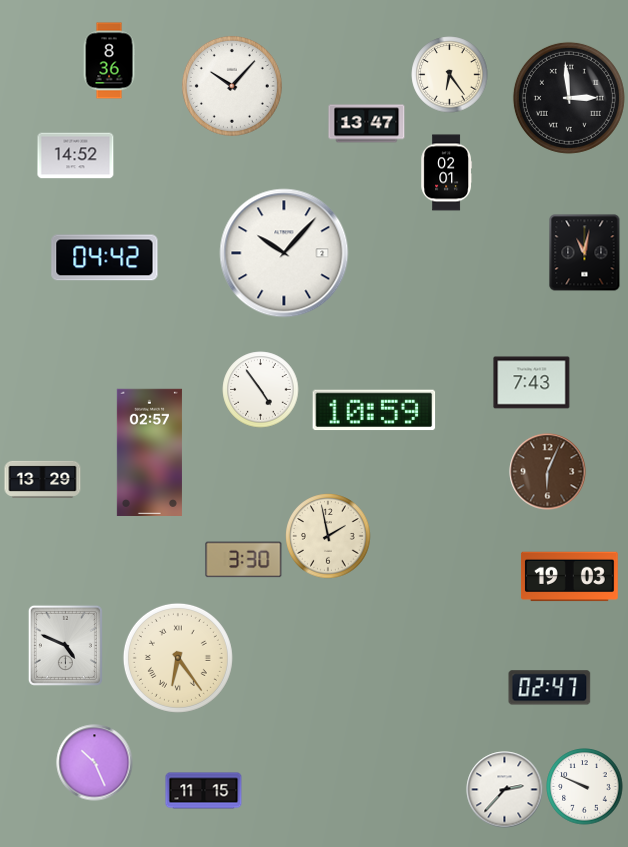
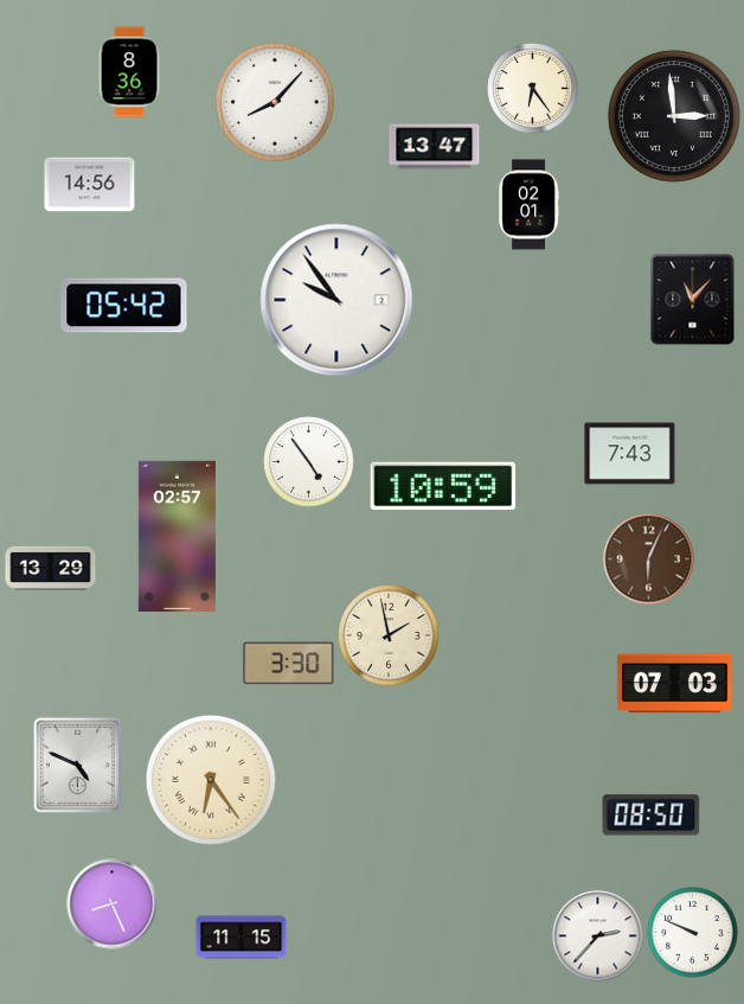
clock at (232, 86): 10:07 -> 8:07
clock at (76, 156): 14:52 -> 14:56
clock at (284, 253): 10:07 -> 9:54
clock at (585, 253): 11:02 -> 11:07
clock at (105, 258): 04:42 -> 05:42
clock at (569, 577): 19:03 -> 07:03
clock at (550, 688): 02:47 -> 08:50
clock at (95, 763): 10:26 -> 8:26
